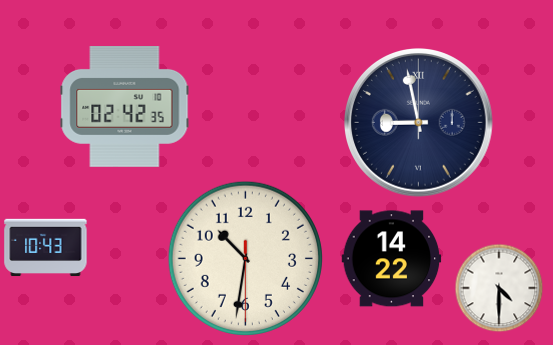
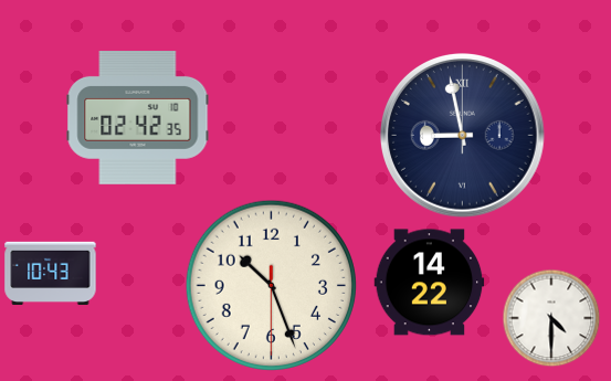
clock at (245, 258): 10:31 -> 10:26
clock at (392, 259) position: (392, 259) -> (430, 283)
